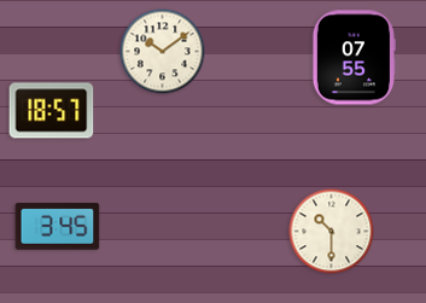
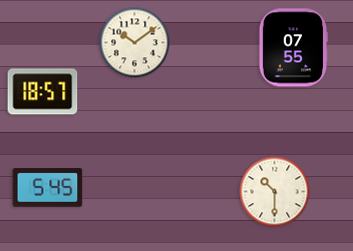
clock at (58, 227): 3:45 -> 5:45
